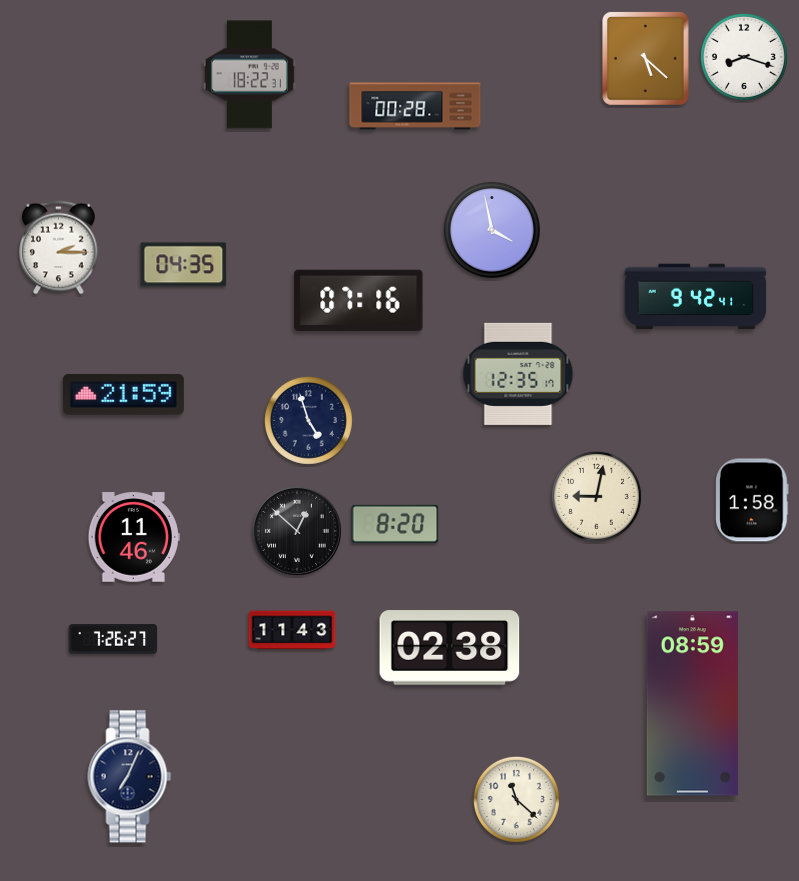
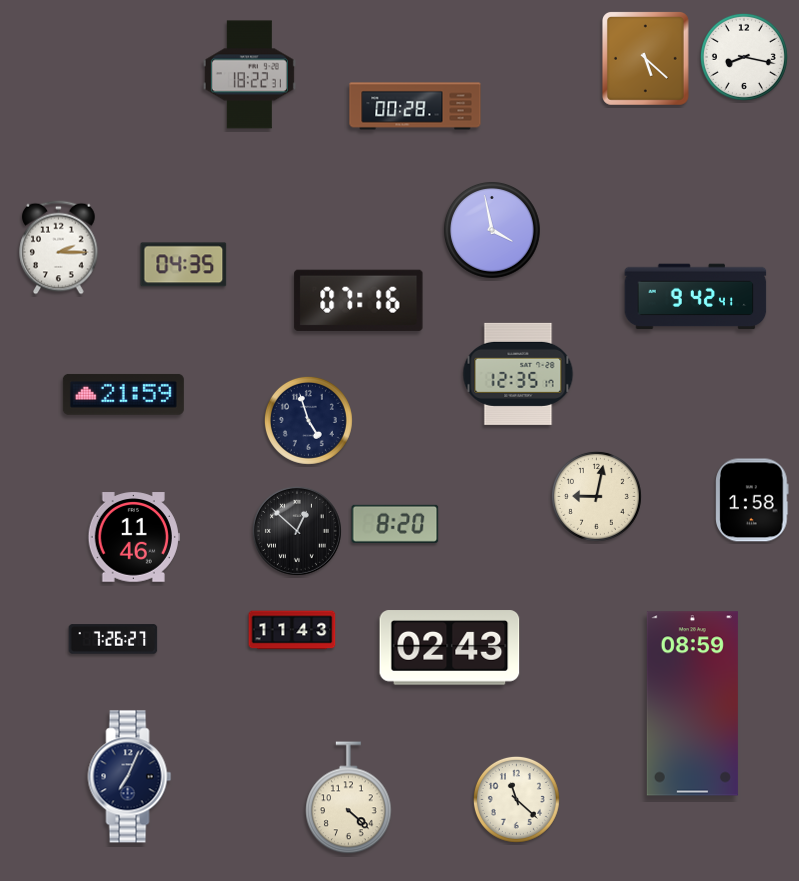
clock at (744, 57): 8:18 -> 8:17
clock at (450, 648): 02:38 -> 02:43
clock at (349, 798): none -> 4:22
